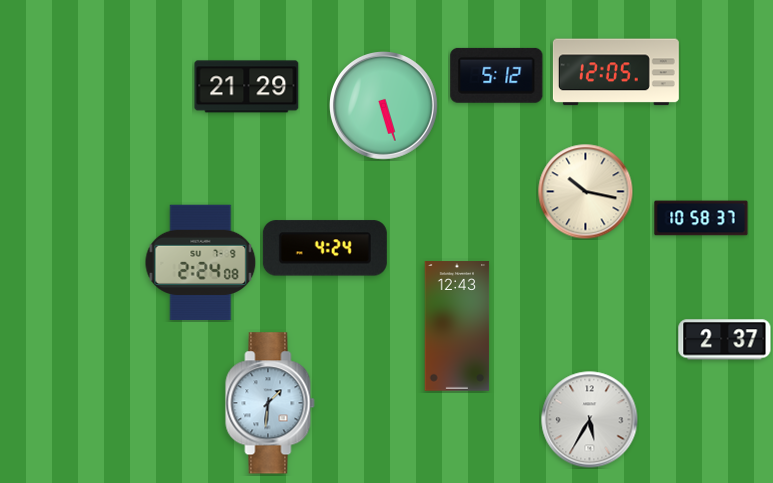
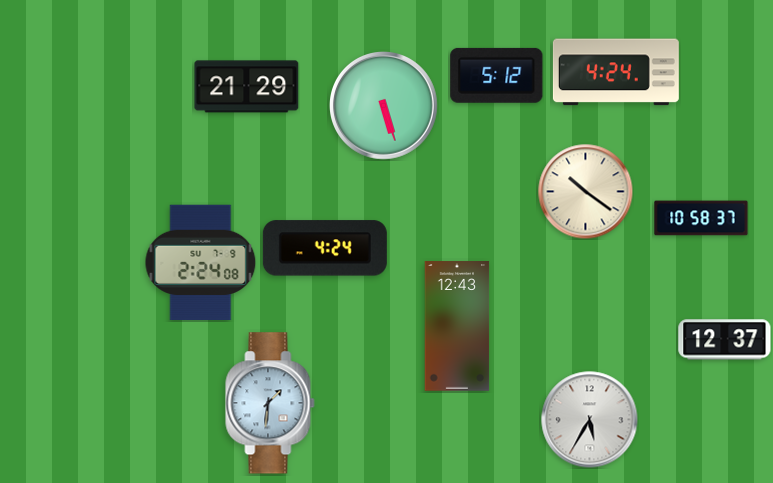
clock at (616, 72): 12:05 -> 4:24
clock at (585, 191): 10:17 -> 10:21
clock at (725, 340): 2:37 -> 12:37
